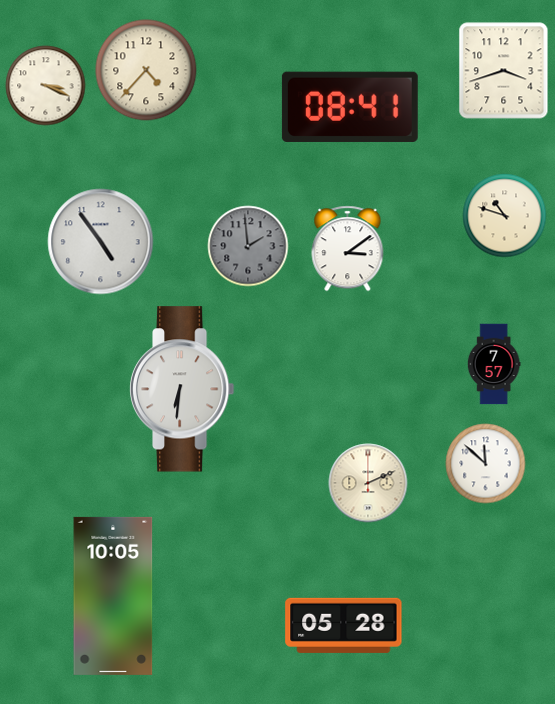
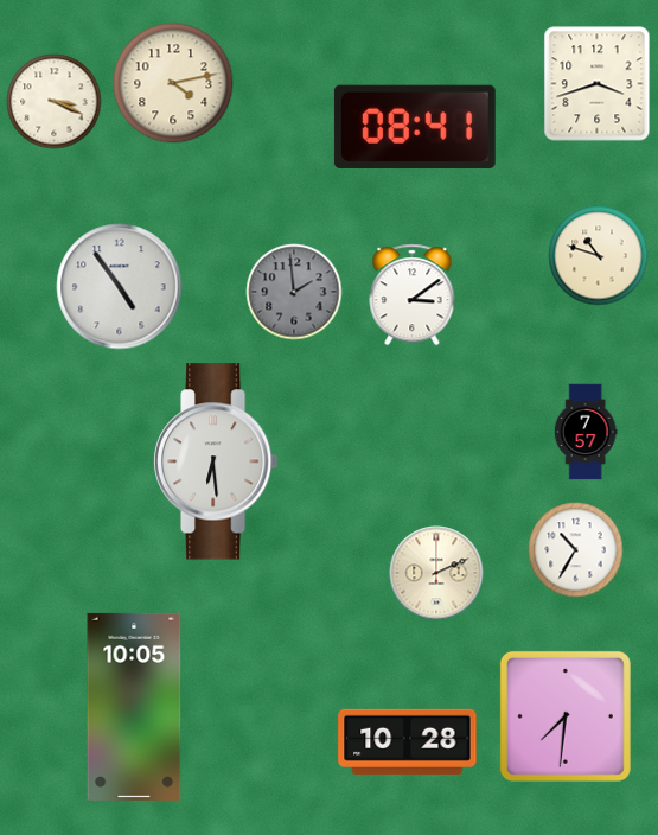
clock at (146, 70): 4:37 -> 4:13
clock at (182, 389): 6:31 -> 6:29
clock at (486, 464): 11:52 -> 10:35
clock at (566, 716): none -> 7:31
clock at (344, 625): 05:28 -> 10:28
